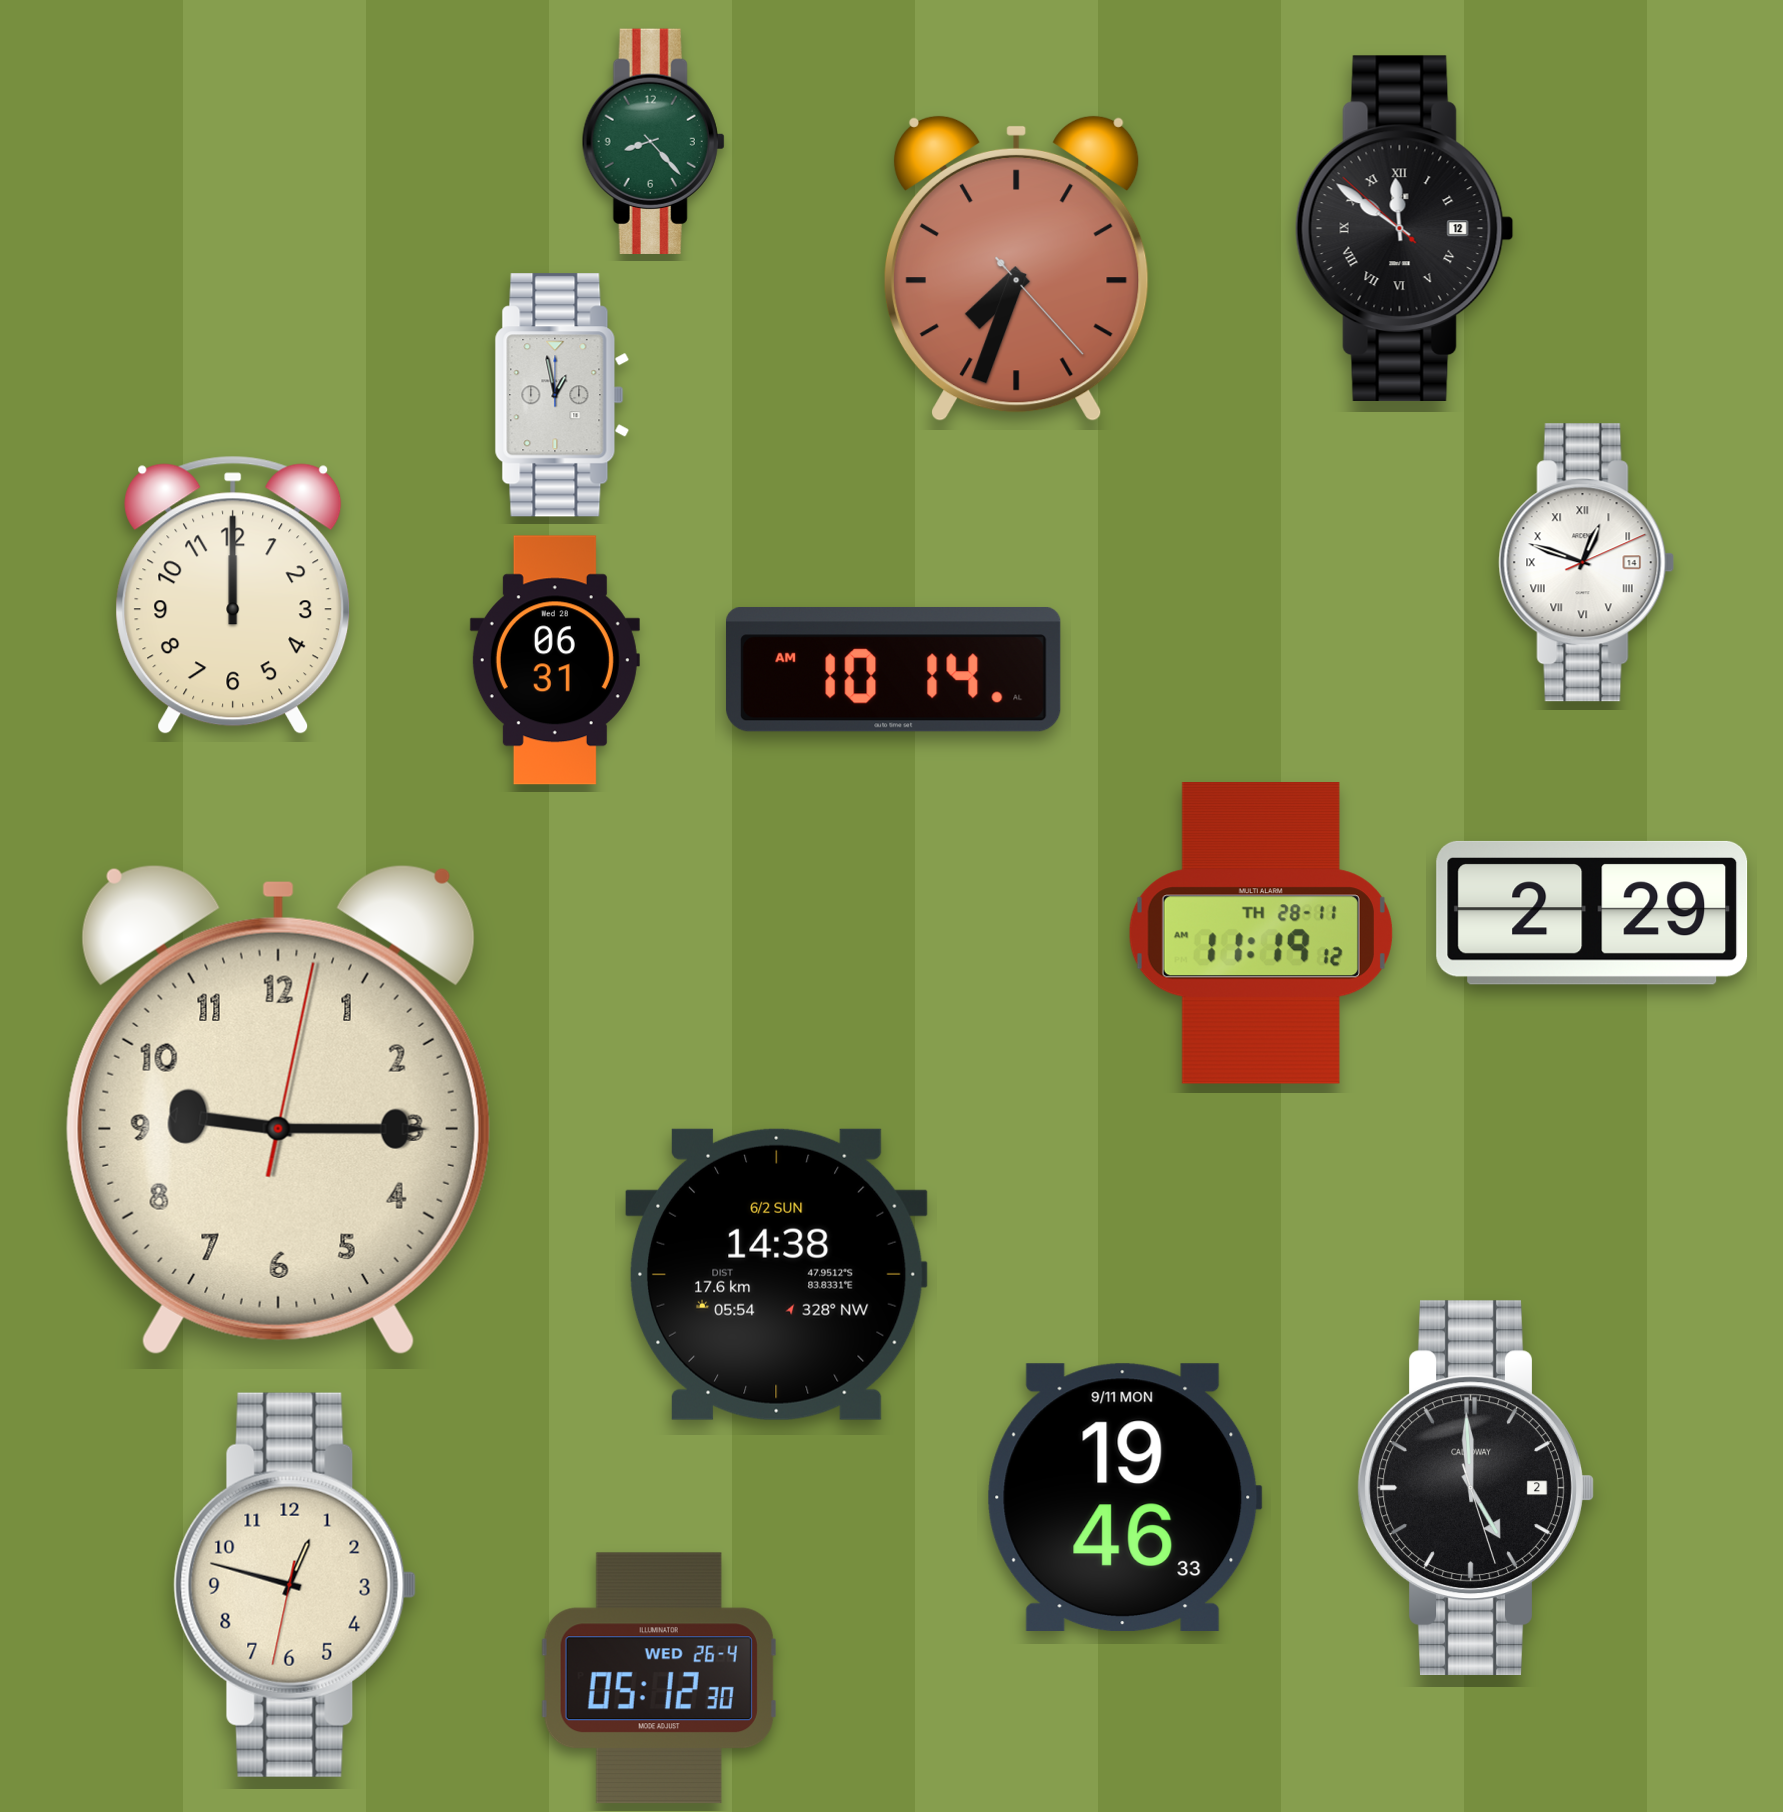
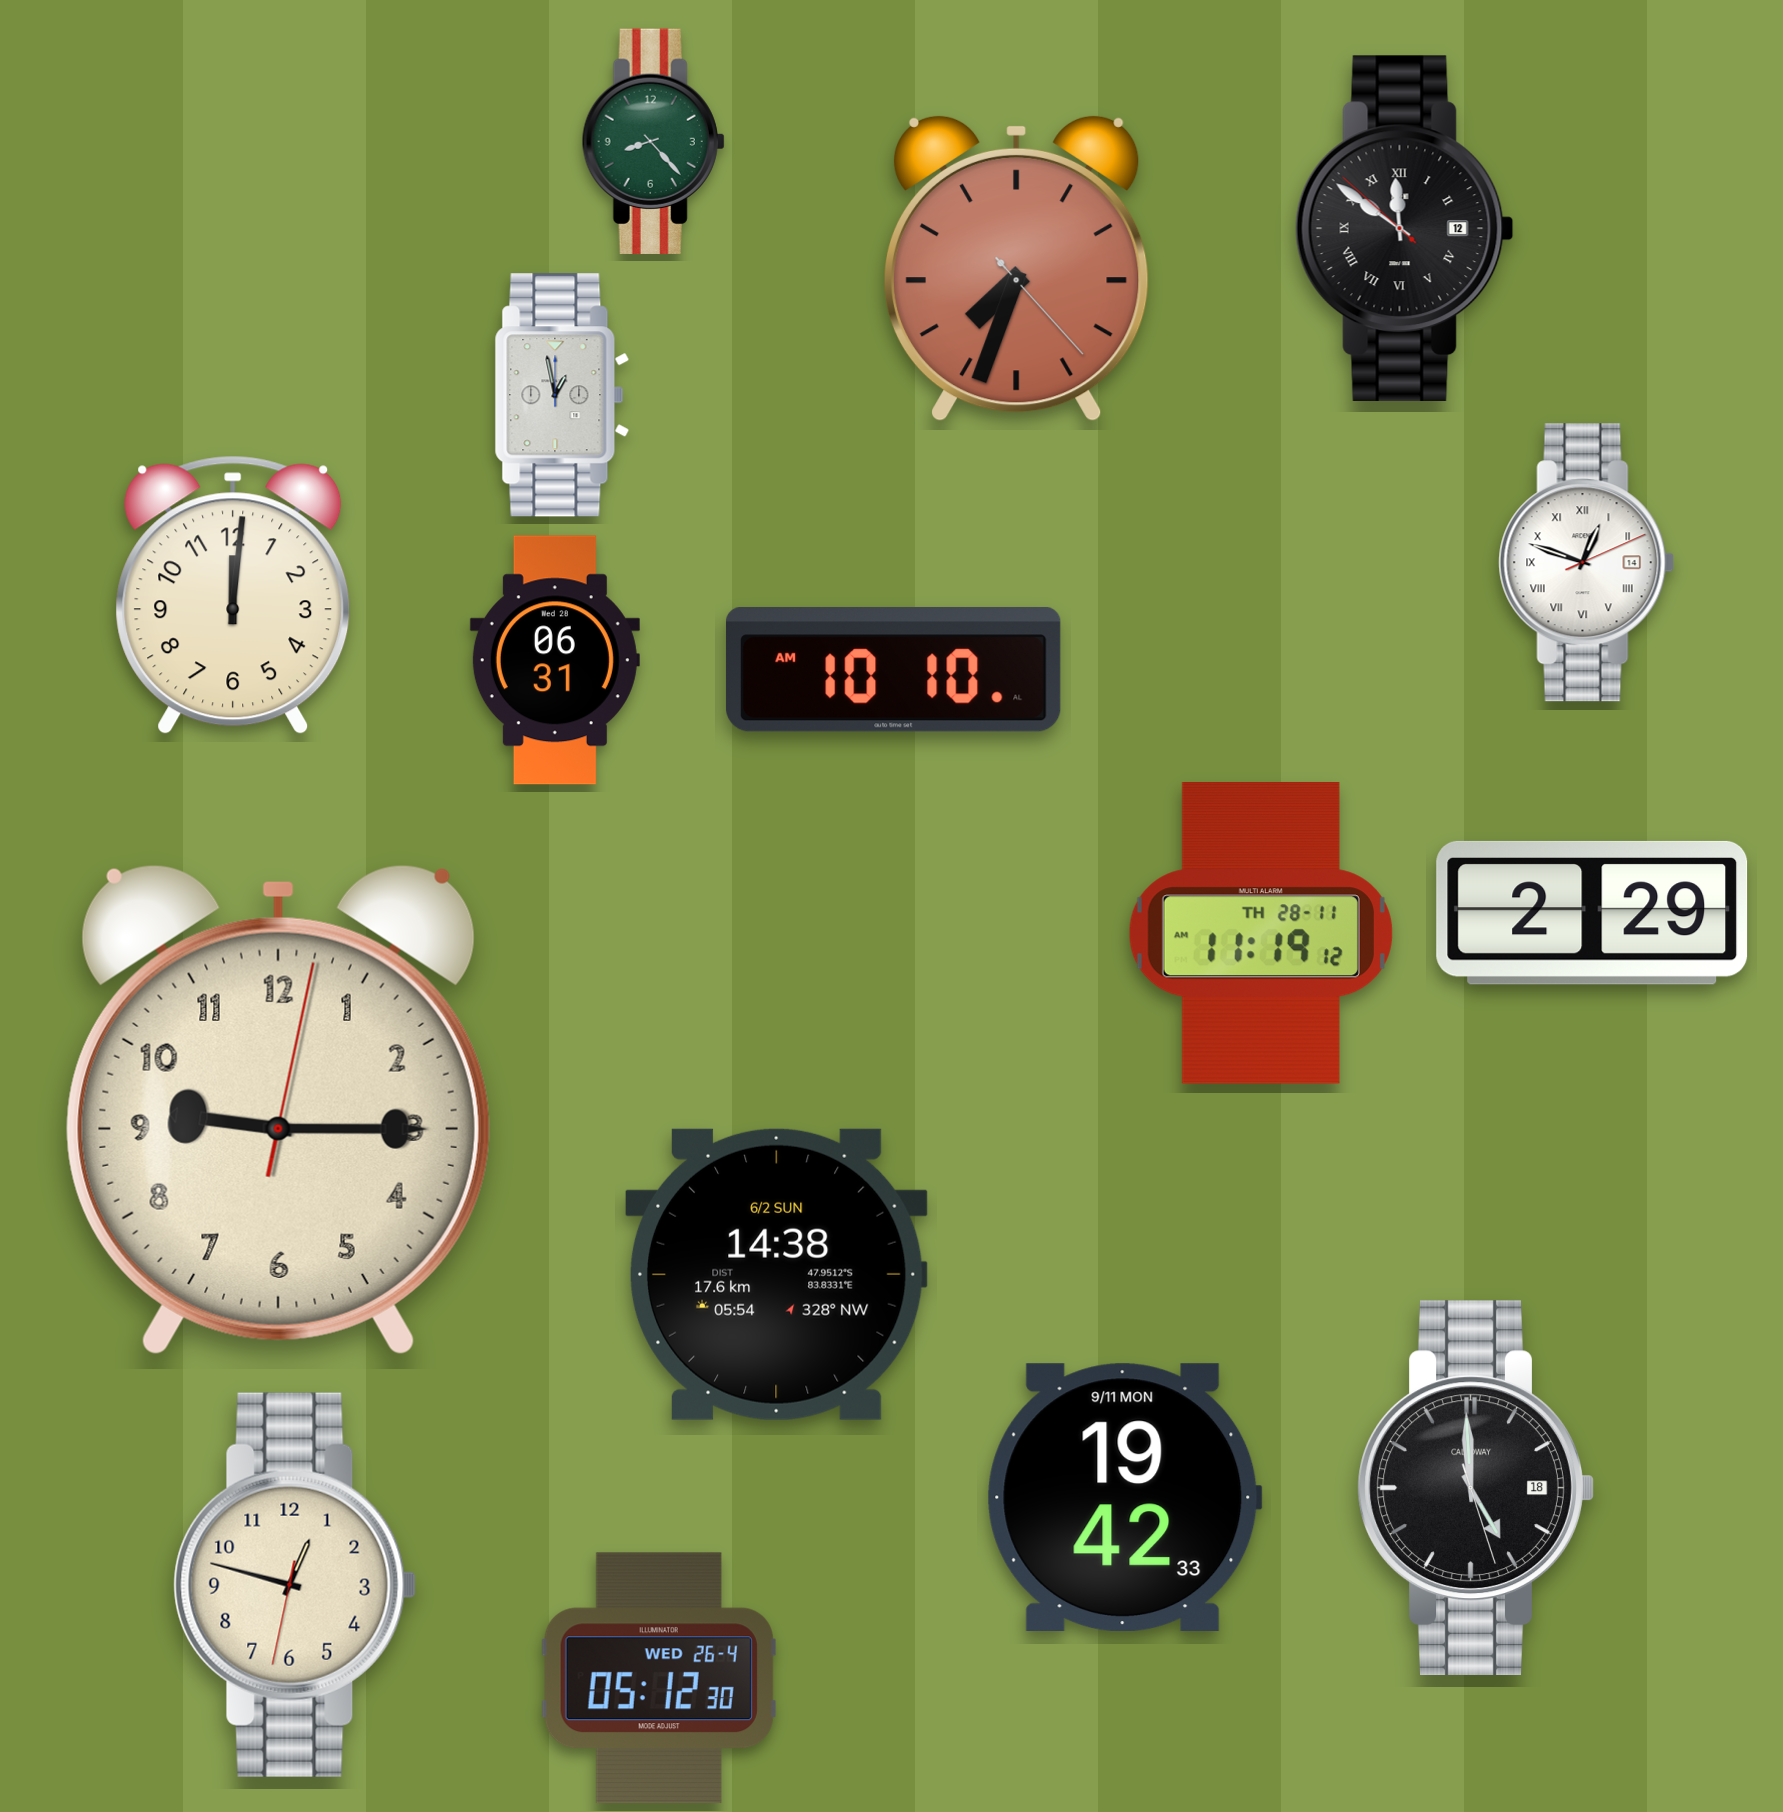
clock at (233, 595): 12:00 -> 12:01
clock at (893, 669): 10:14 -> 10:10
clock at (1476, 1487) date: 2 -> 18
clock at (1124, 1497): 19:46 -> 19:42
